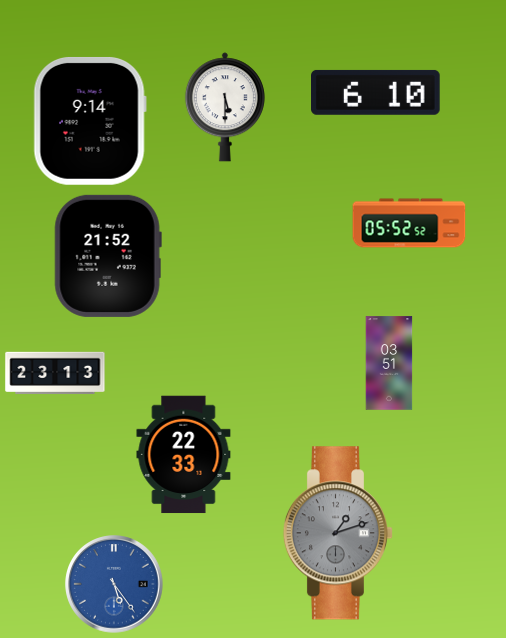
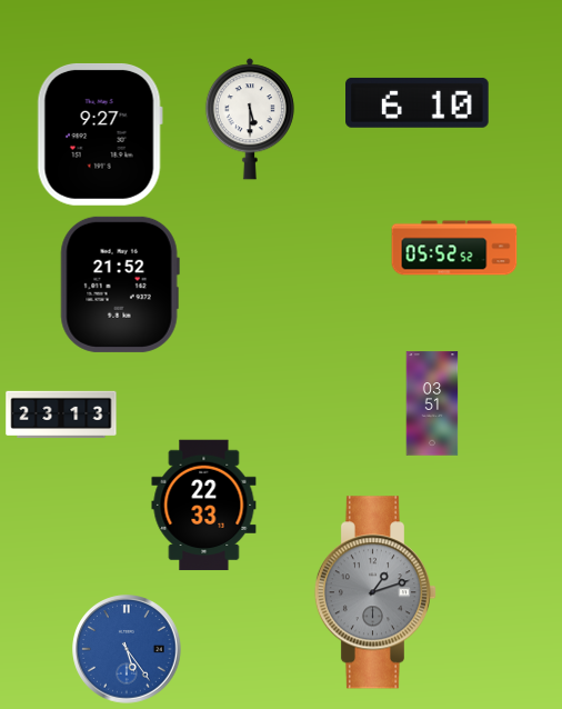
clock at (90, 121): 9:14 -> 9:27
